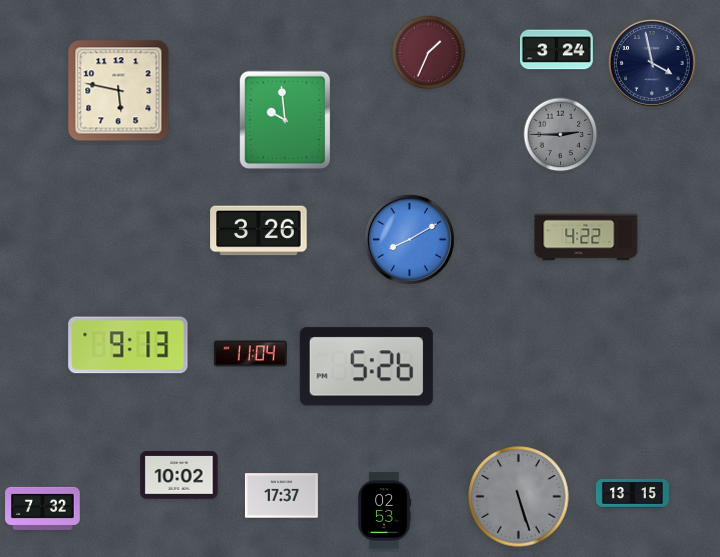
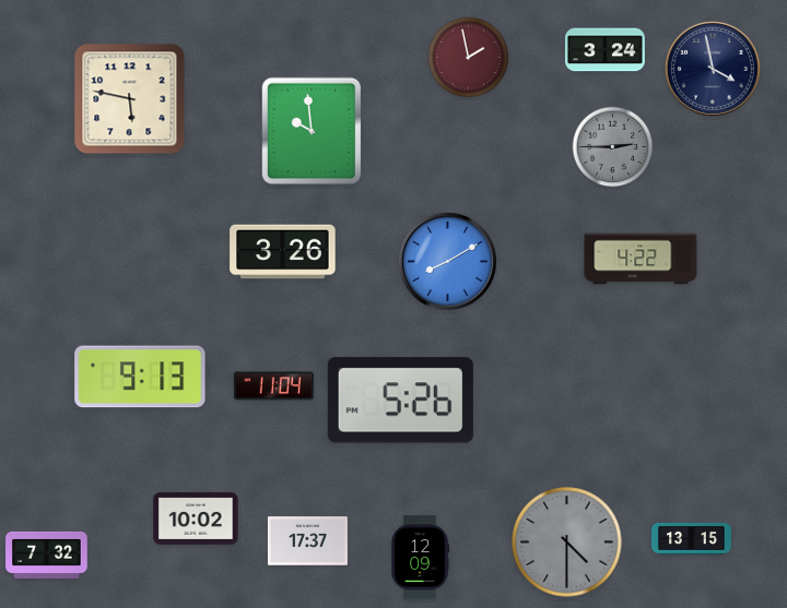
clock at (556, 50) position: (556, 50) -> (604, 50)
clock at (429, 53): 1:34 -> 1:58
clock at (519, 497): 5:27 -> 4:30
clock at (385, 511): 02:53 -> 12:09
